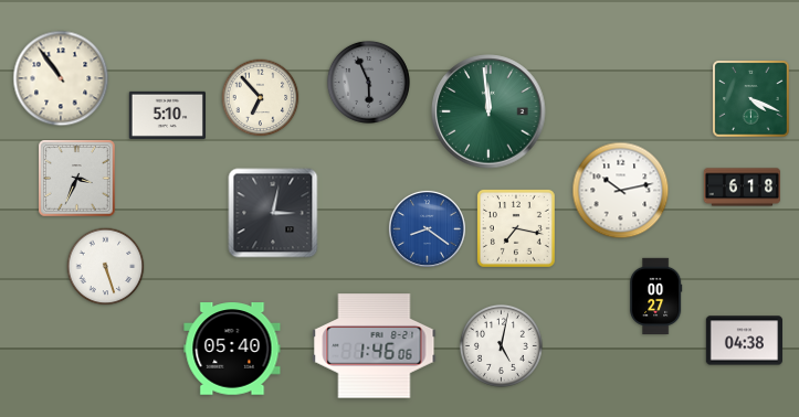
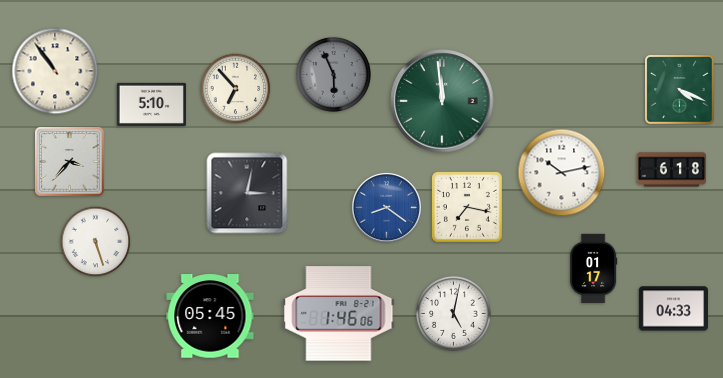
clock at (77, 179): 3:34 -> 3:37
clock at (655, 296): 00:27 -> 01:17
clock at (744, 341): 04:38 -> 04:33
clock at (232, 349): 05:40 -> 05:45
